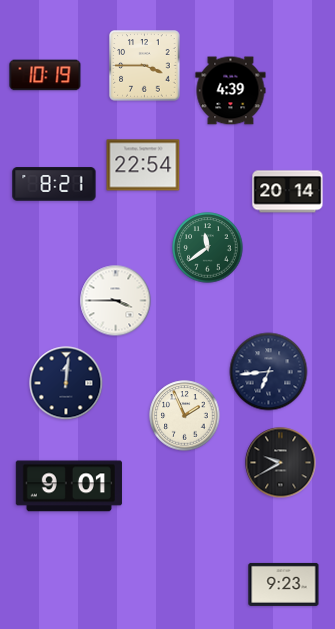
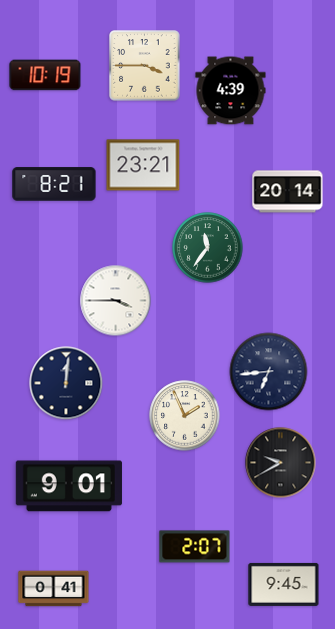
clock at (143, 165): 22:54 -> 23:21
clock at (208, 248): 11:39 -> 11:36
clock at (195, 547): none -> 2:07
clock at (284, 584): 9:23 -> 9:45
clock at (54, 589): none -> 0:41
